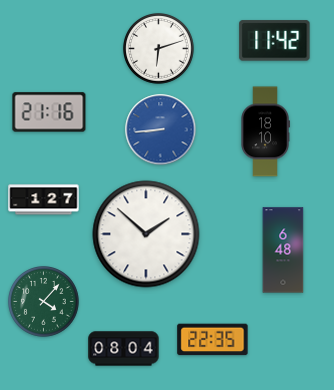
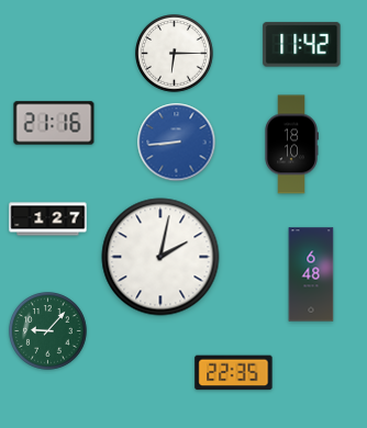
clock at (159, 49): 6:12 -> 6:15
clock at (146, 234): 1:52 -> 2:02
clock at (44, 302): 4:07 -> 9:07
clock at (124, 349): 08:04 -> none
